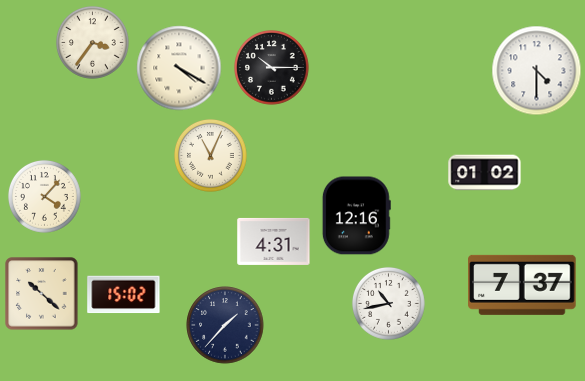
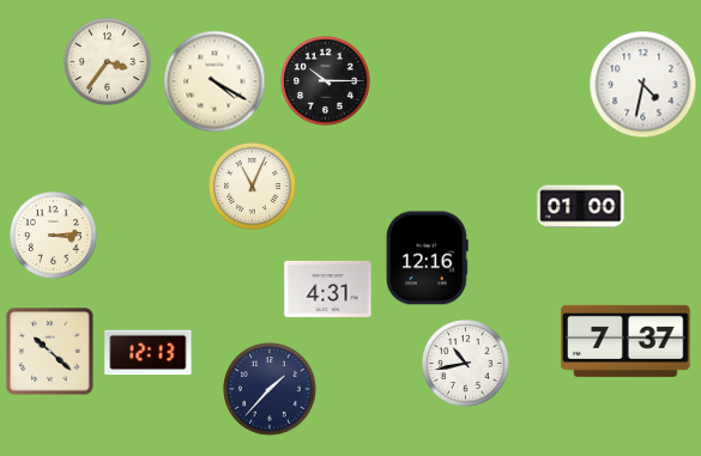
clock at (92, 42) position: (92, 42) -> (107, 61)
clock at (537, 71): 4:30 -> 4:32
clock at (485, 173): 01:02 -> 01:00
clock at (44, 196): 4:07 -> 3:14
clock at (124, 295): 15:02 -> 12:13
